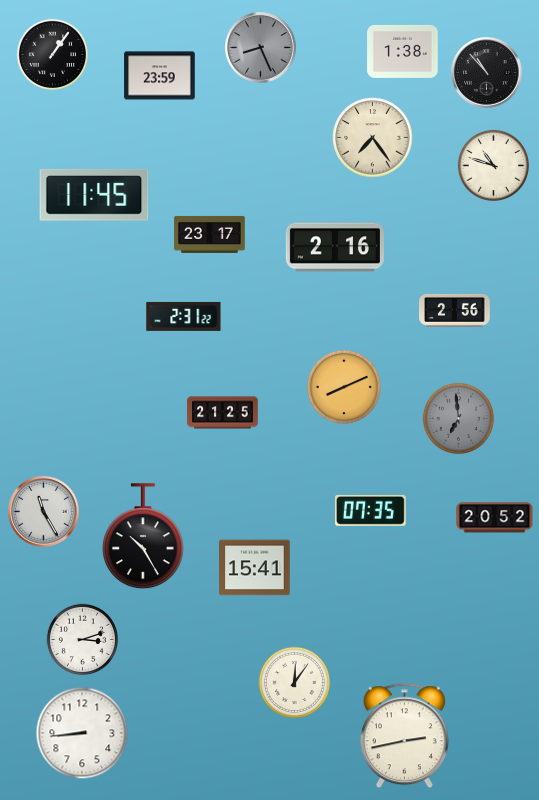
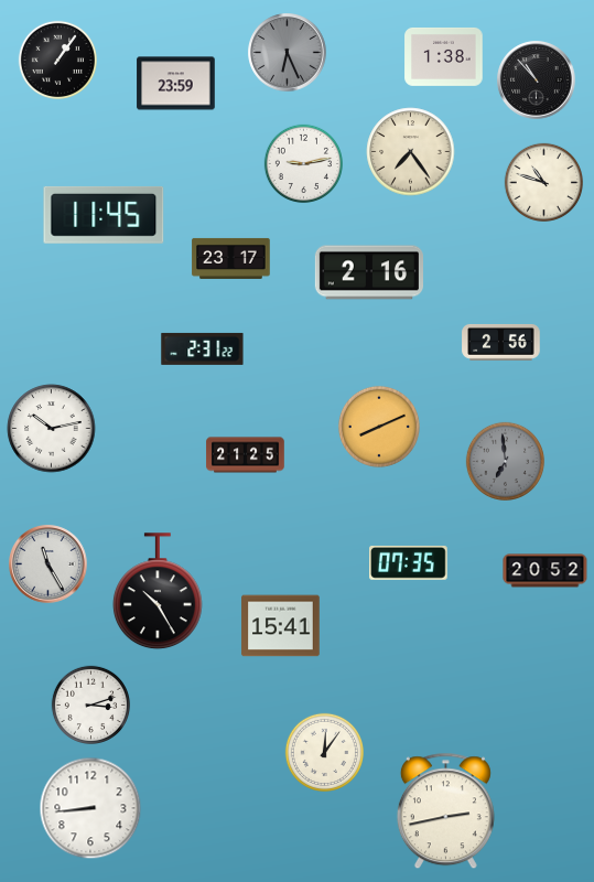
clock at (261, 48): 8:26 -> 6:26
clock at (303, 163): none -> 9:13
clock at (52, 429): none -> 10:13
